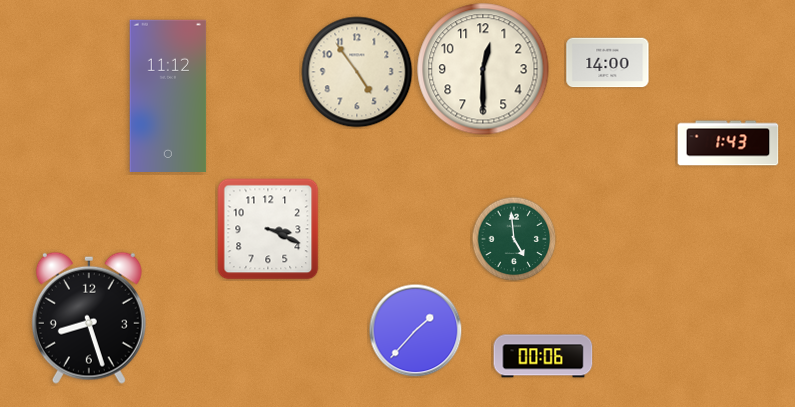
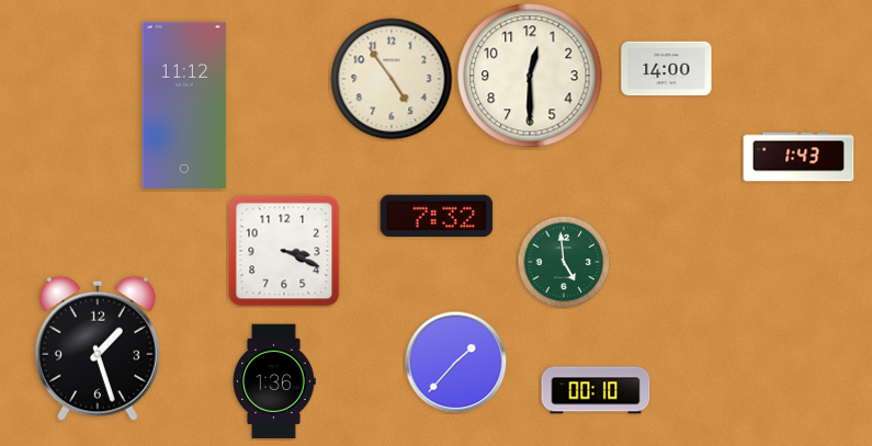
clock at (437, 215): none -> 7:32
clock at (268, 229) position: (268, 229) -> (284, 251)
clock at (89, 318): 8:27 -> 1:27
clock at (274, 381): none -> 1:36
clock at (543, 356): 00:06 -> 00:10
